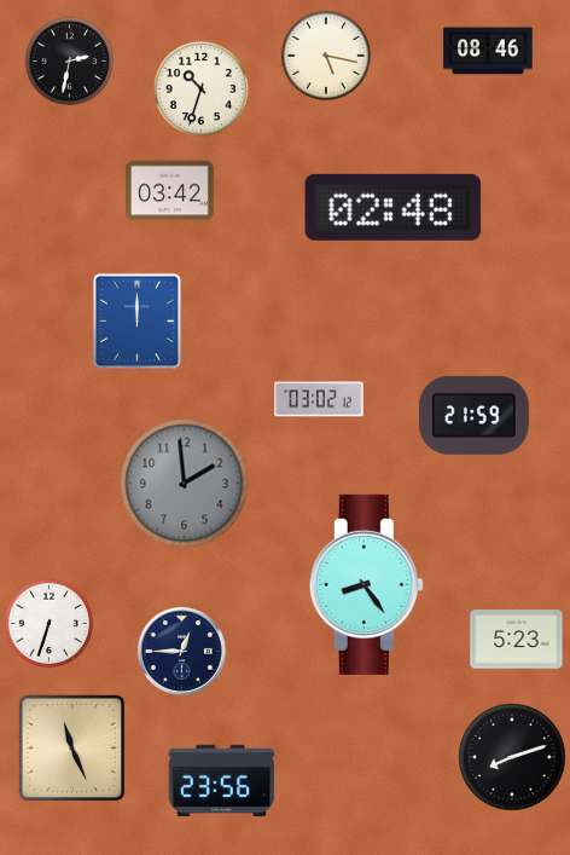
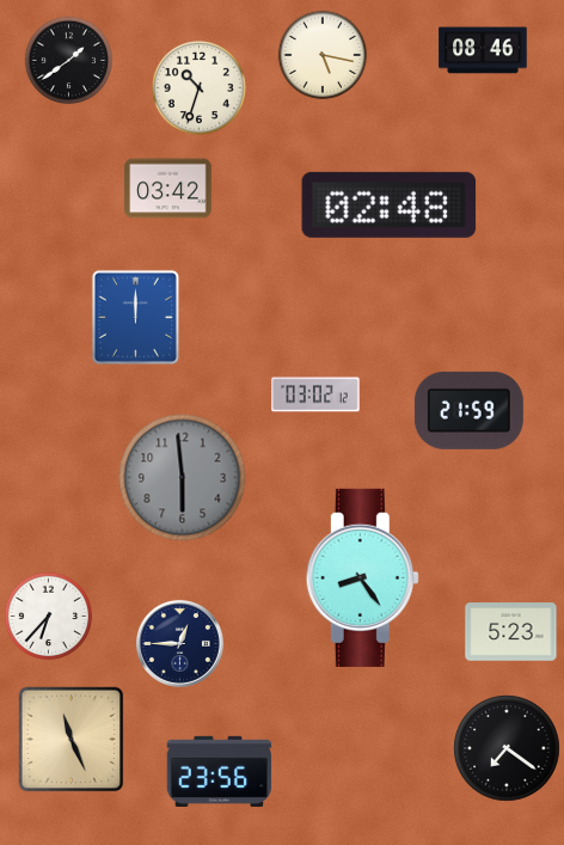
clock at (70, 62): 2:32 -> 1:39
clock at (185, 484): 1:59 -> 5:59
clock at (50, 624): 6:33 -> 6:37
clock at (512, 757): 8:12 -> 7:21
